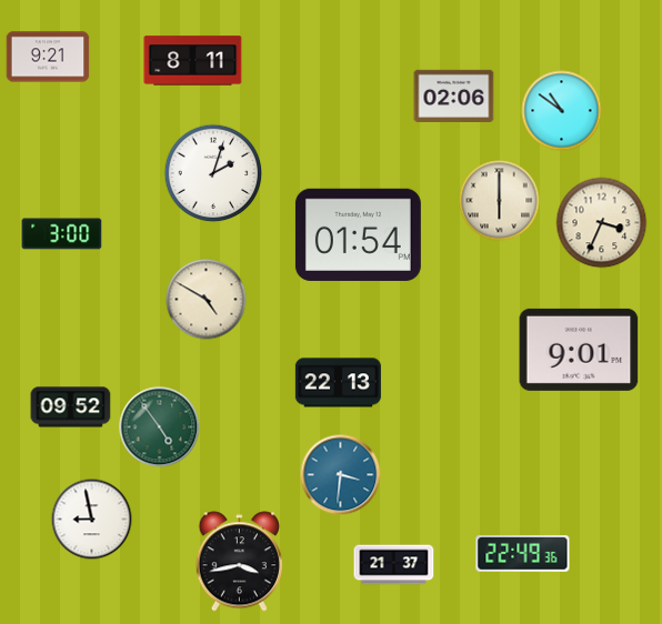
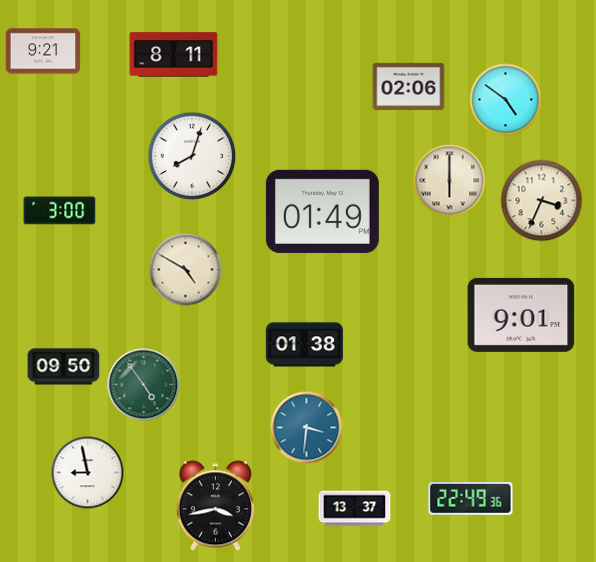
clock at (562, 111): 10:51 -> 4:51
clock at (213, 173): 2:03 -> 8:03
clock at (62, 234) position: (62, 234) -> (60, 211)
clock at (358, 234): 01:54 -> 01:49
clock at (338, 383): 22:13 -> 01:38
clock at (71, 407): 09:52 -> 09:50
clock at (92, 520) position: (92, 520) -> (88, 473)
clock at (394, 565): 21:37 -> 13:37
